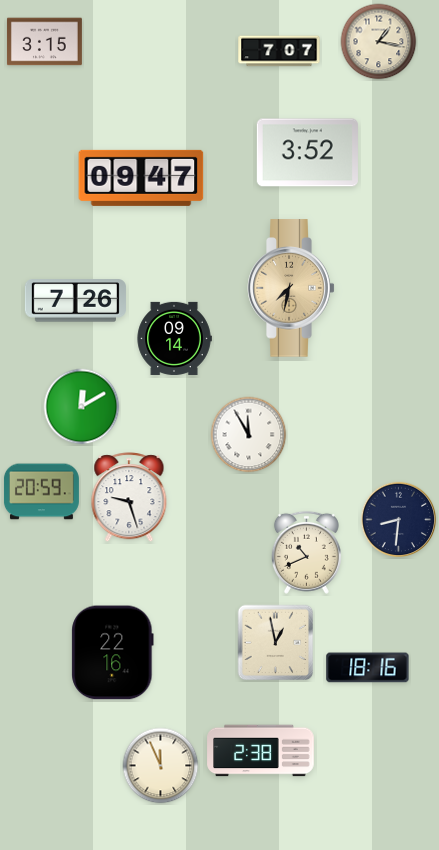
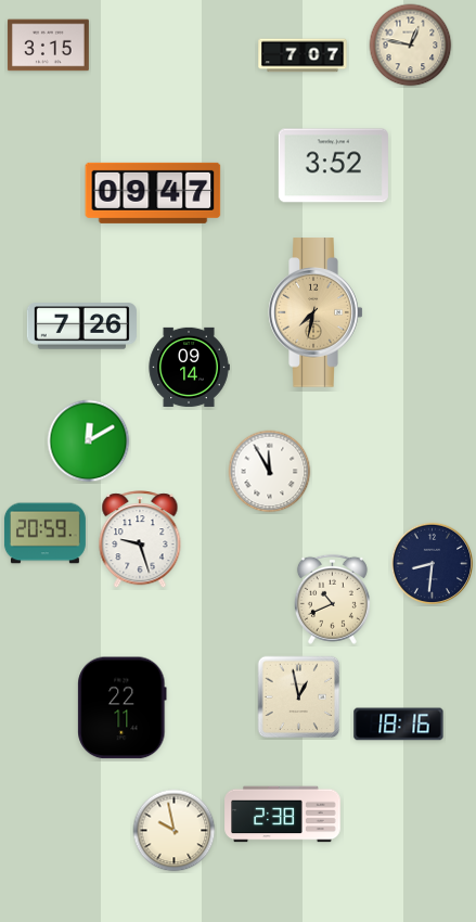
clock at (379, 42): 1:17 -> 12:47
clock at (113, 653): 22:16 -> 22:11
clock at (161, 766): 11:56 -> 9:58
